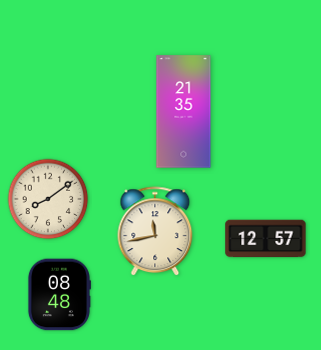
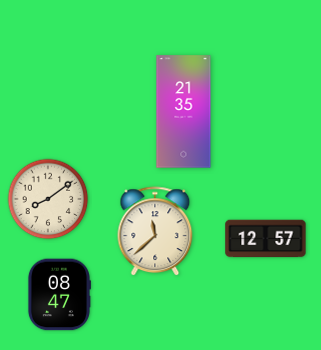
clock at (155, 232): 11:43 -> 11:38
clock at (59, 295): 08:48 -> 08:47
